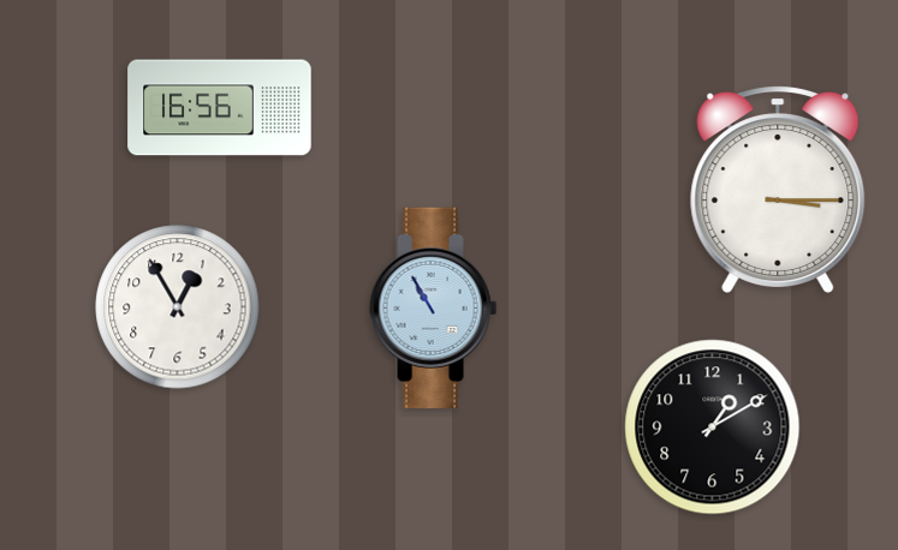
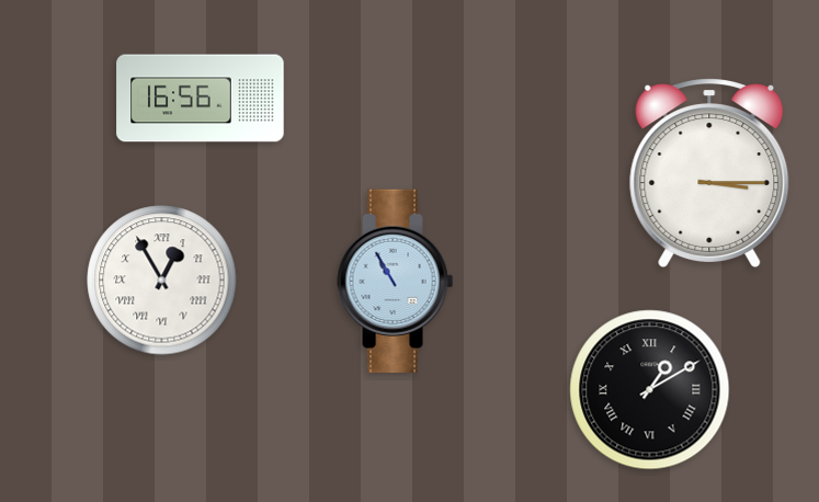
clock at (178, 307) numerals: Arabic -> Roman
clock at (713, 428) numerals: Arabic -> Roman
